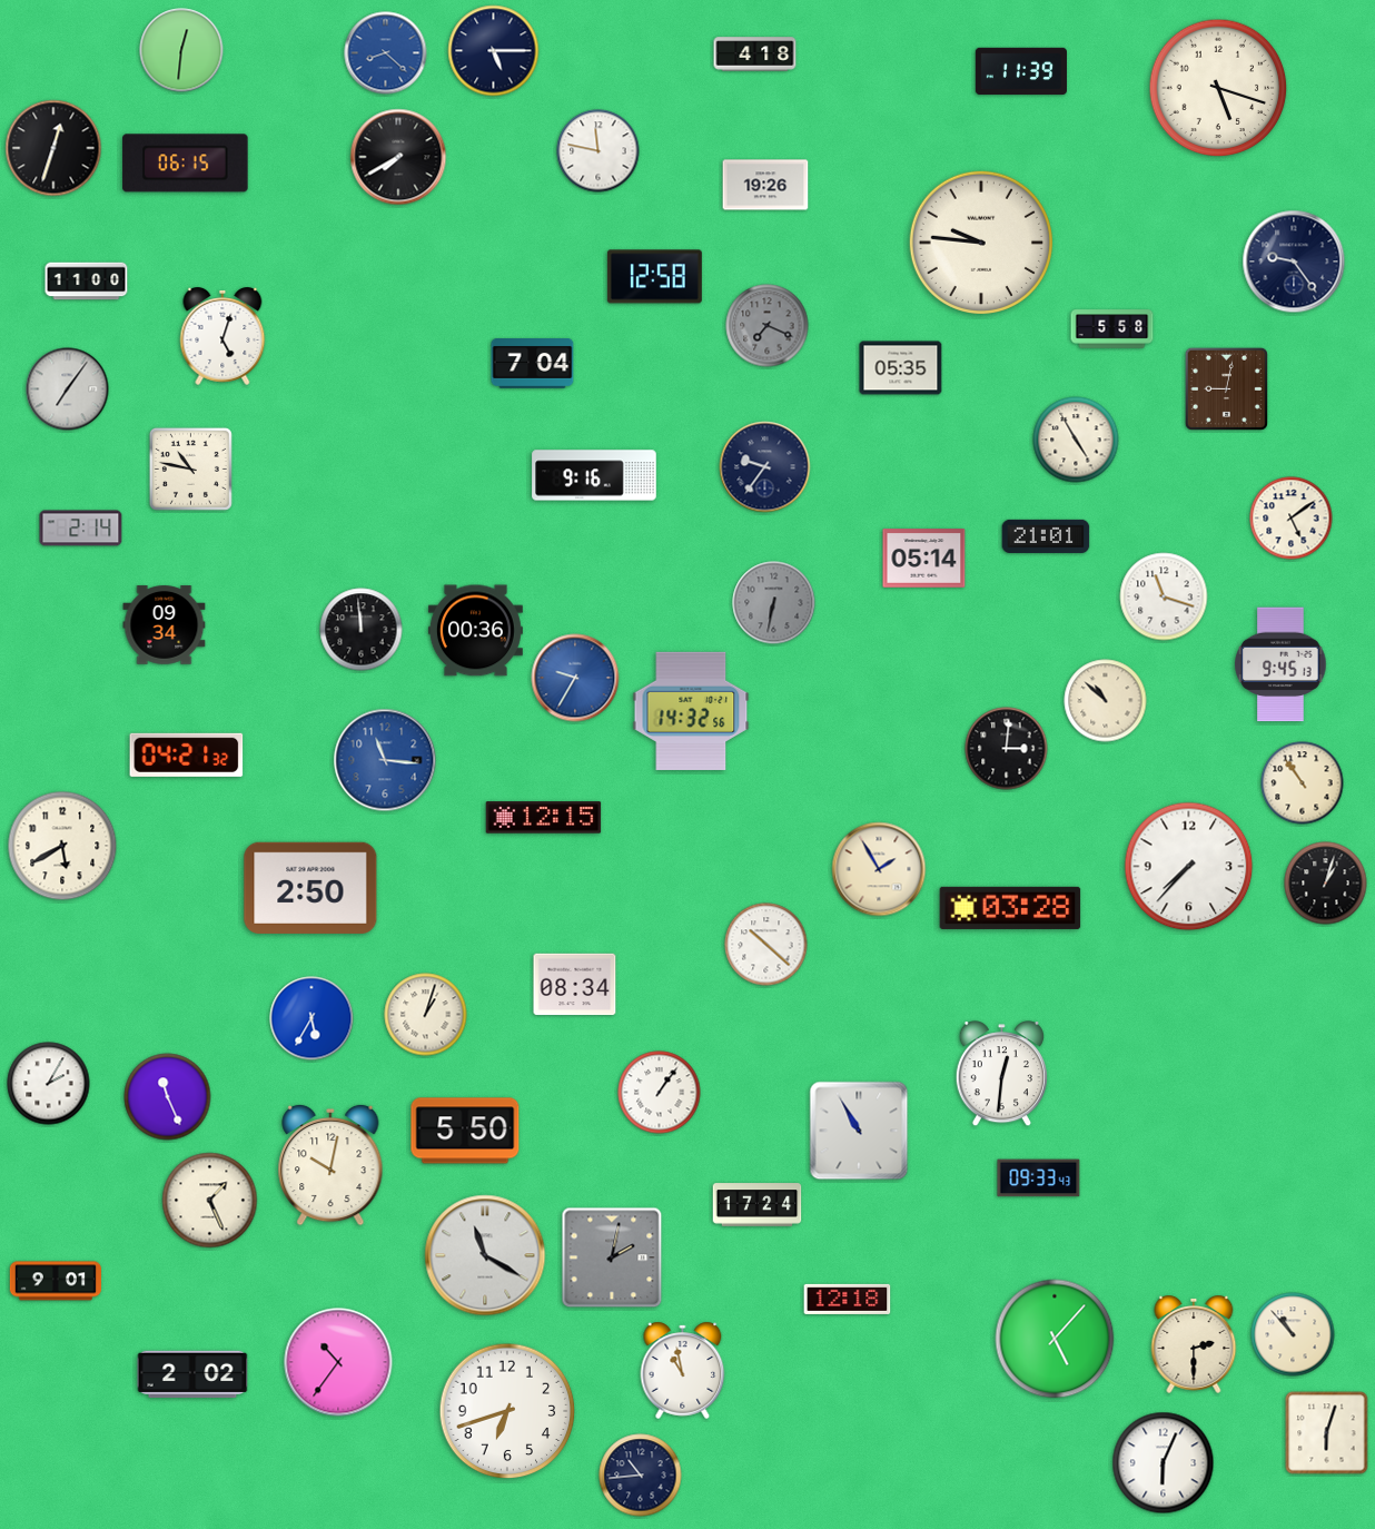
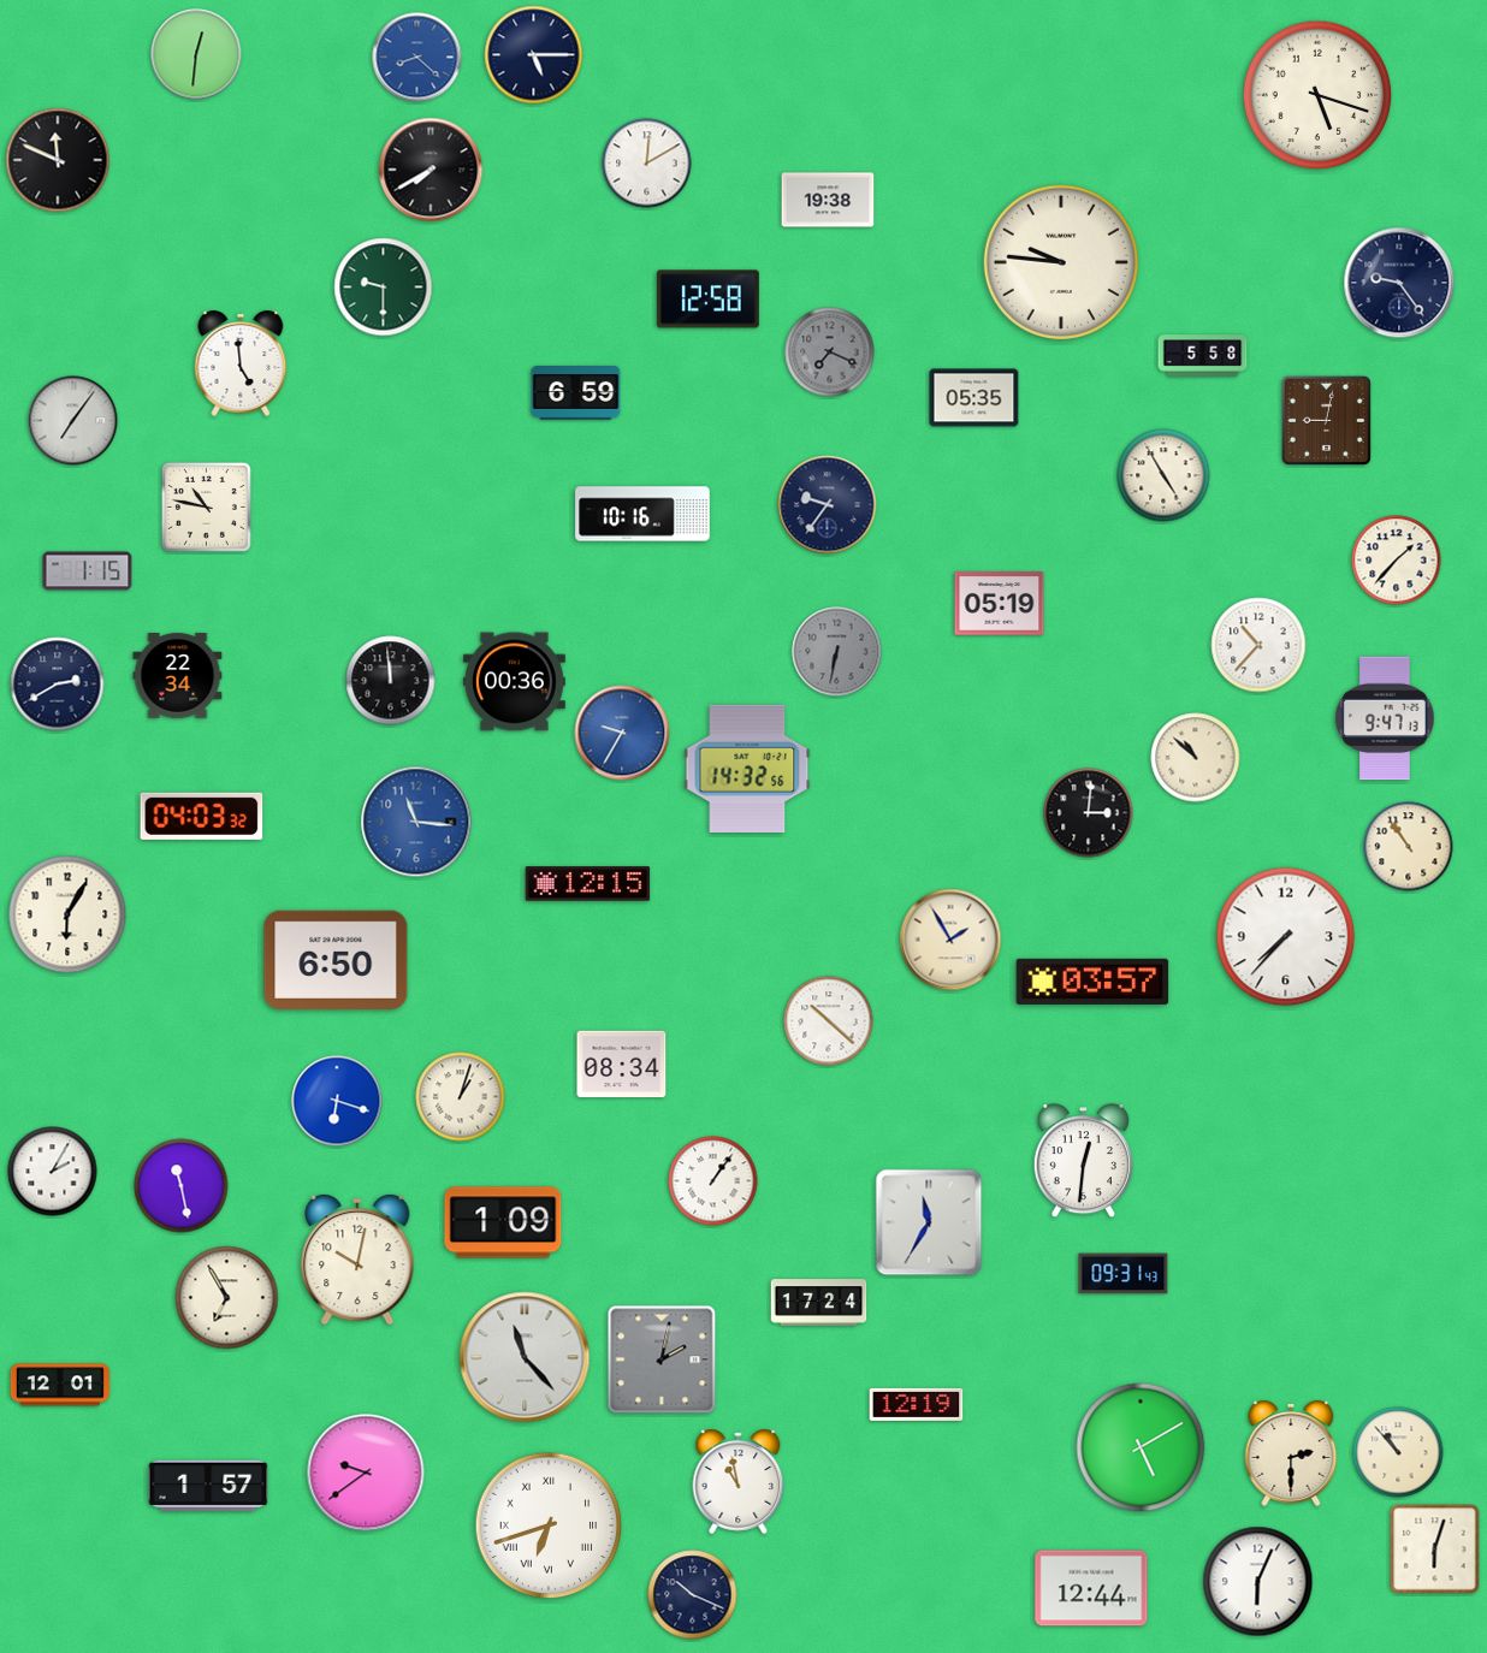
clock at (755, 55): 4:18 -> none
clock at (1021, 71): 11:39 -> none
clock at (53, 148): 12:33 -> 11:49
clock at (599, 151): 11:47 -> 12:10
clock at (186, 164): 06:15 -> none
clock at (765, 185): 19:26 -> 19:38
clock at (384, 288): none -> 9:30
clock at (87, 282): 11:00 -> none
clock at (222, 337): 5:03 -> 4:59
clock at (533, 364): 7:04 -> 6:59
clock at (594, 475): 9:16 -> 10:16
clock at (1292, 519): 5:09 -> 1:37
clock at (81, 529): 2:14 -> 1:15
clock at (1046, 536): 21:01 -> none
clock at (924, 559): 05:14 -> 05:19
clock at (1164, 596): 11:18 -> 10:37
clock at (165, 625): 09:34 -> 22:34
clock at (58, 685): none -> 2:40
clock at (1280, 664): 9:45 -> 9:47
clock at (1007, 749) position: (1007, 749) -> (1089, 813)
clock at (187, 754): 04:21 -> 04:03
clock at (62, 846): 5:40 -> 6:05
clock at (1326, 884): 1:03 -> none
clock at (310, 888): 2:50 -> 6:50
clock at (1010, 908): 03:28 -> 03:57
clock at (311, 1018): 5:35 -> 6:18
clock at (168, 1097): 11:26 -> 11:28
clock at (465, 1131): 5:50 -> 1:09
clock at (859, 1131): 10:55 -> 11:35
clock at (1039, 1178): 09:33 -> 09:31
clock at (210, 1201): 1:26 -> 6:55
clock at (485, 1255): 11:20 -> 11:23
clock at (56, 1281): 9:01 -> 12:01
clock at (848, 1299): 12:18 -> 12:19
clock at (1293, 1334) position: (1293, 1334) -> (1398, 1452)
clock at (1055, 1339): 5:07 -> 5:10
clock at (338, 1362): 10:36 -> 9:39
clock at (192, 1373): 2:02 -> 1:57
clock at (507, 1411) numerals: Arabic -> Roman
clock at (1091, 1588): none -> 12:44
clock at (641, 1476): 10:44 -> 10:19
